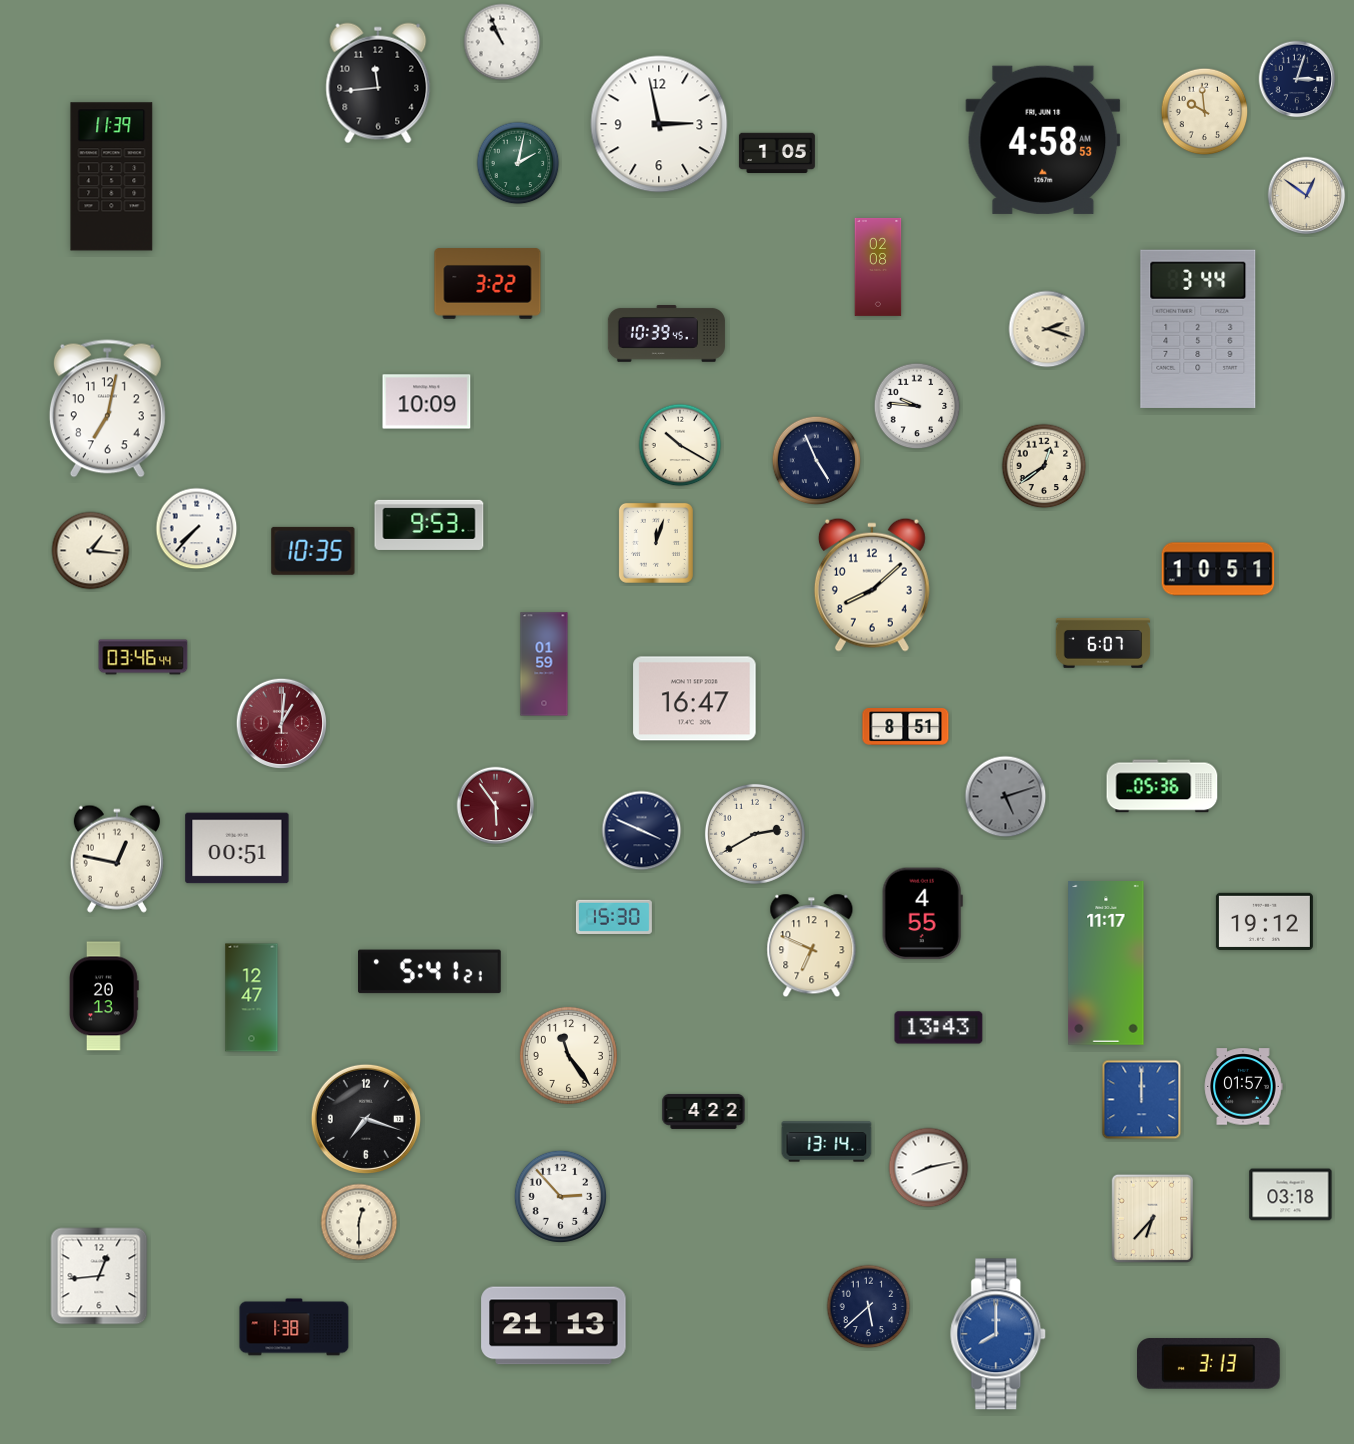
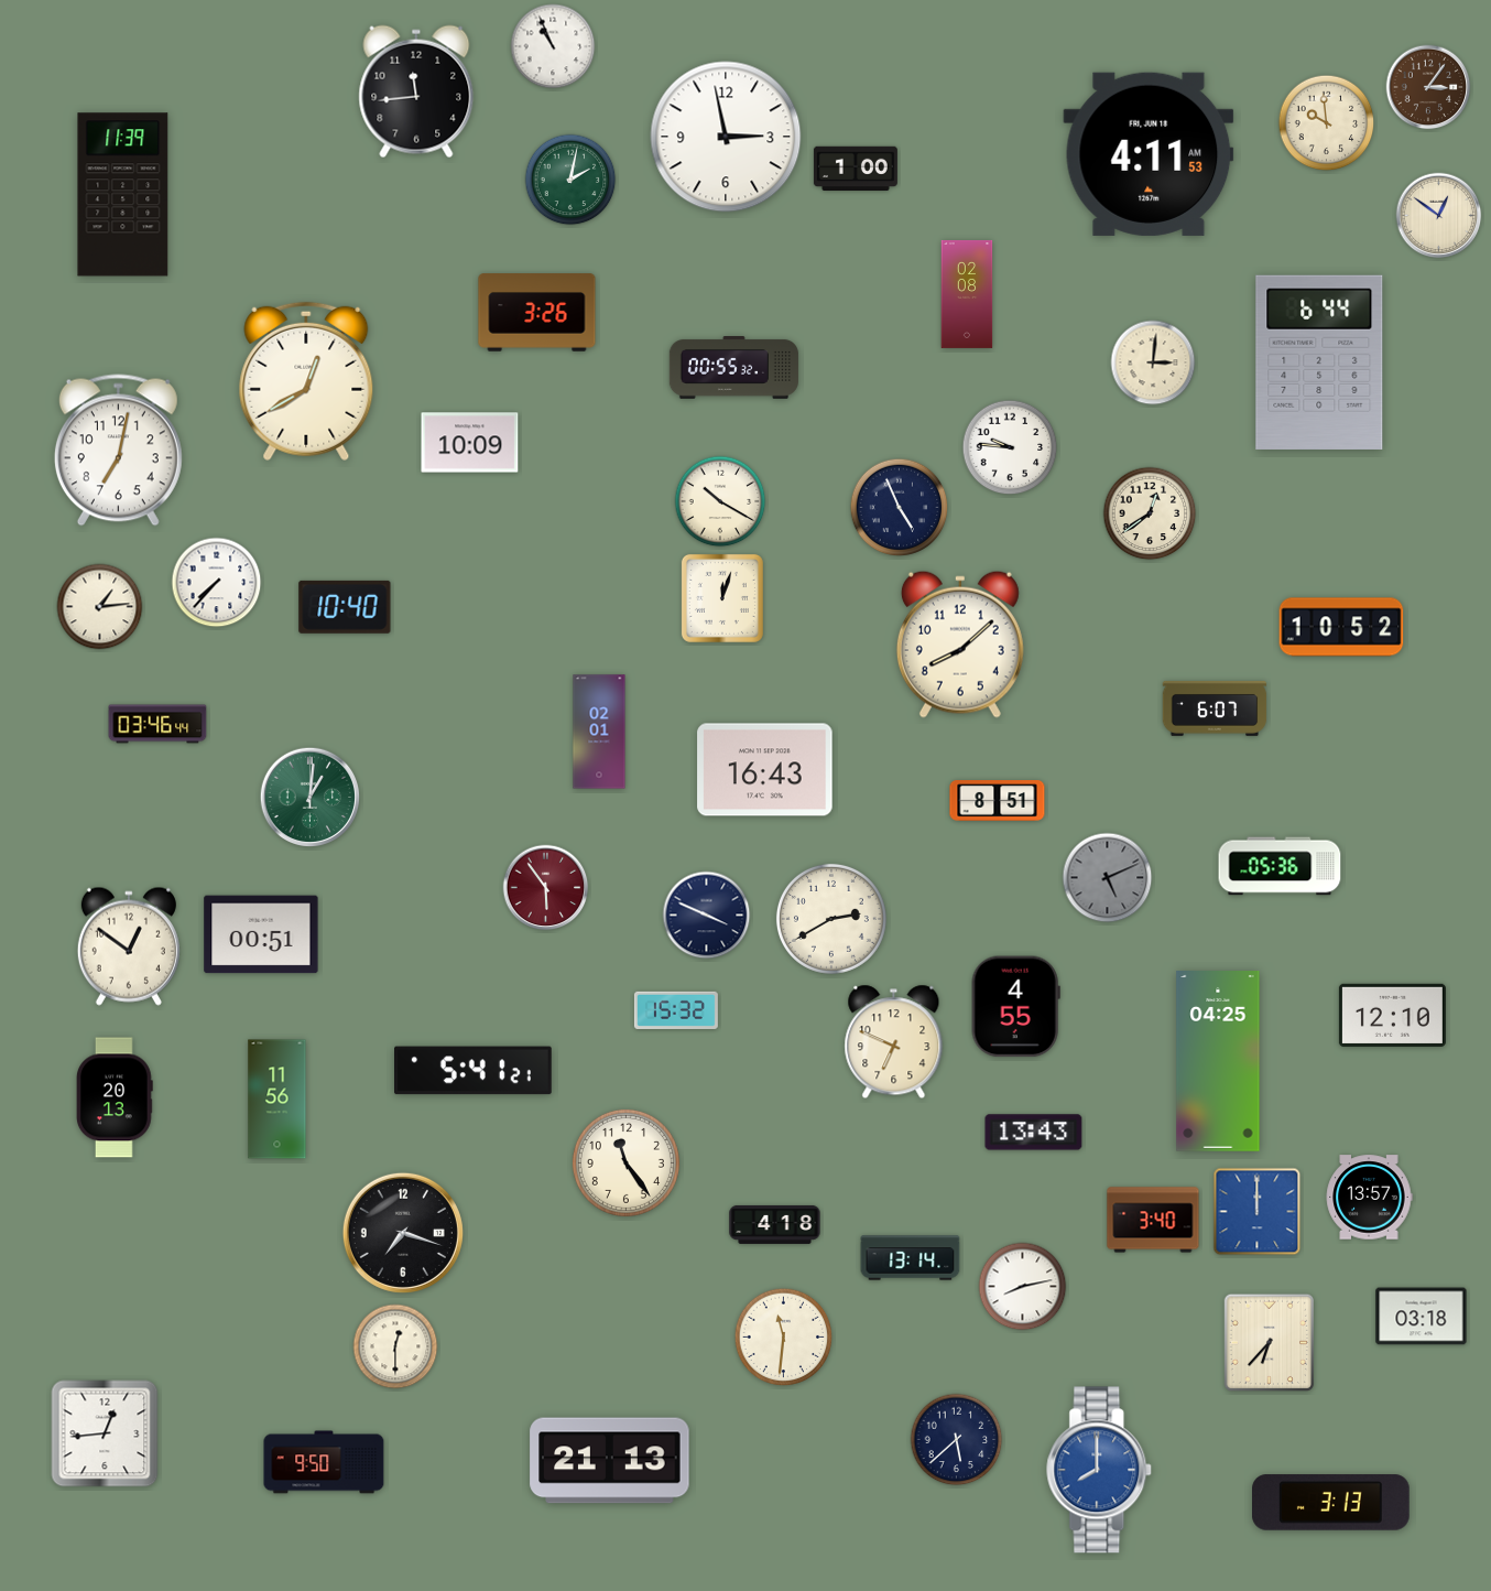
clock at (1297, 79): 3:03 -> 3:06
clock at (1297, 79) dial: navy -> brown
clock at (1043, 140): 4:58 -> 4:11
clock at (777, 153): 1:05 -> 1:00
clock at (488, 284): 3:22 -> 3:26
clock at (1047, 329): 2:18 -> 3:01
clock at (1198, 329): 3:44 -> 6:44
clock at (666, 334): 10:39 -> 00:55
clock at (306, 381): none -> 12:40
clock at (680, 445) position: (680, 445) -> (720, 501)
clock at (429, 525): 9:53 -> none
clock at (91, 551): 1:16 -> 1:14
clock at (313, 551): 10:35 -> 10:40
clock at (1218, 569): 10:51 -> 10:52
clock at (544, 664): 01:59 -> 02:01
clock at (695, 699): 16:47 -> 16:43
clock at (282, 724) dial: burgundy -> green
clock at (1006, 797): 5:12 -> 5:11
clock at (117, 859): 12:47 -> 12:51
clock at (614, 917): 15:30 -> 15:32
clock at (1264, 921): 19:12 -> 12:10
clock at (1106, 964): 11:17 -> 04:25
clock at (252, 998): 12:47 -> 11:56
clock at (1243, 1087): 01:57 -> 13:57
clock at (1153, 1220): none -> 3:40
clock at (704, 1111): 4:22 -> 4:18
clock at (560, 1196): 2:53 -> none
clock at (784, 1338): none -> 11:31
clock at (99, 1276) position: (99, 1276) -> (105, 1433)
clock at (294, 1327): 1:38 -> 9:50
